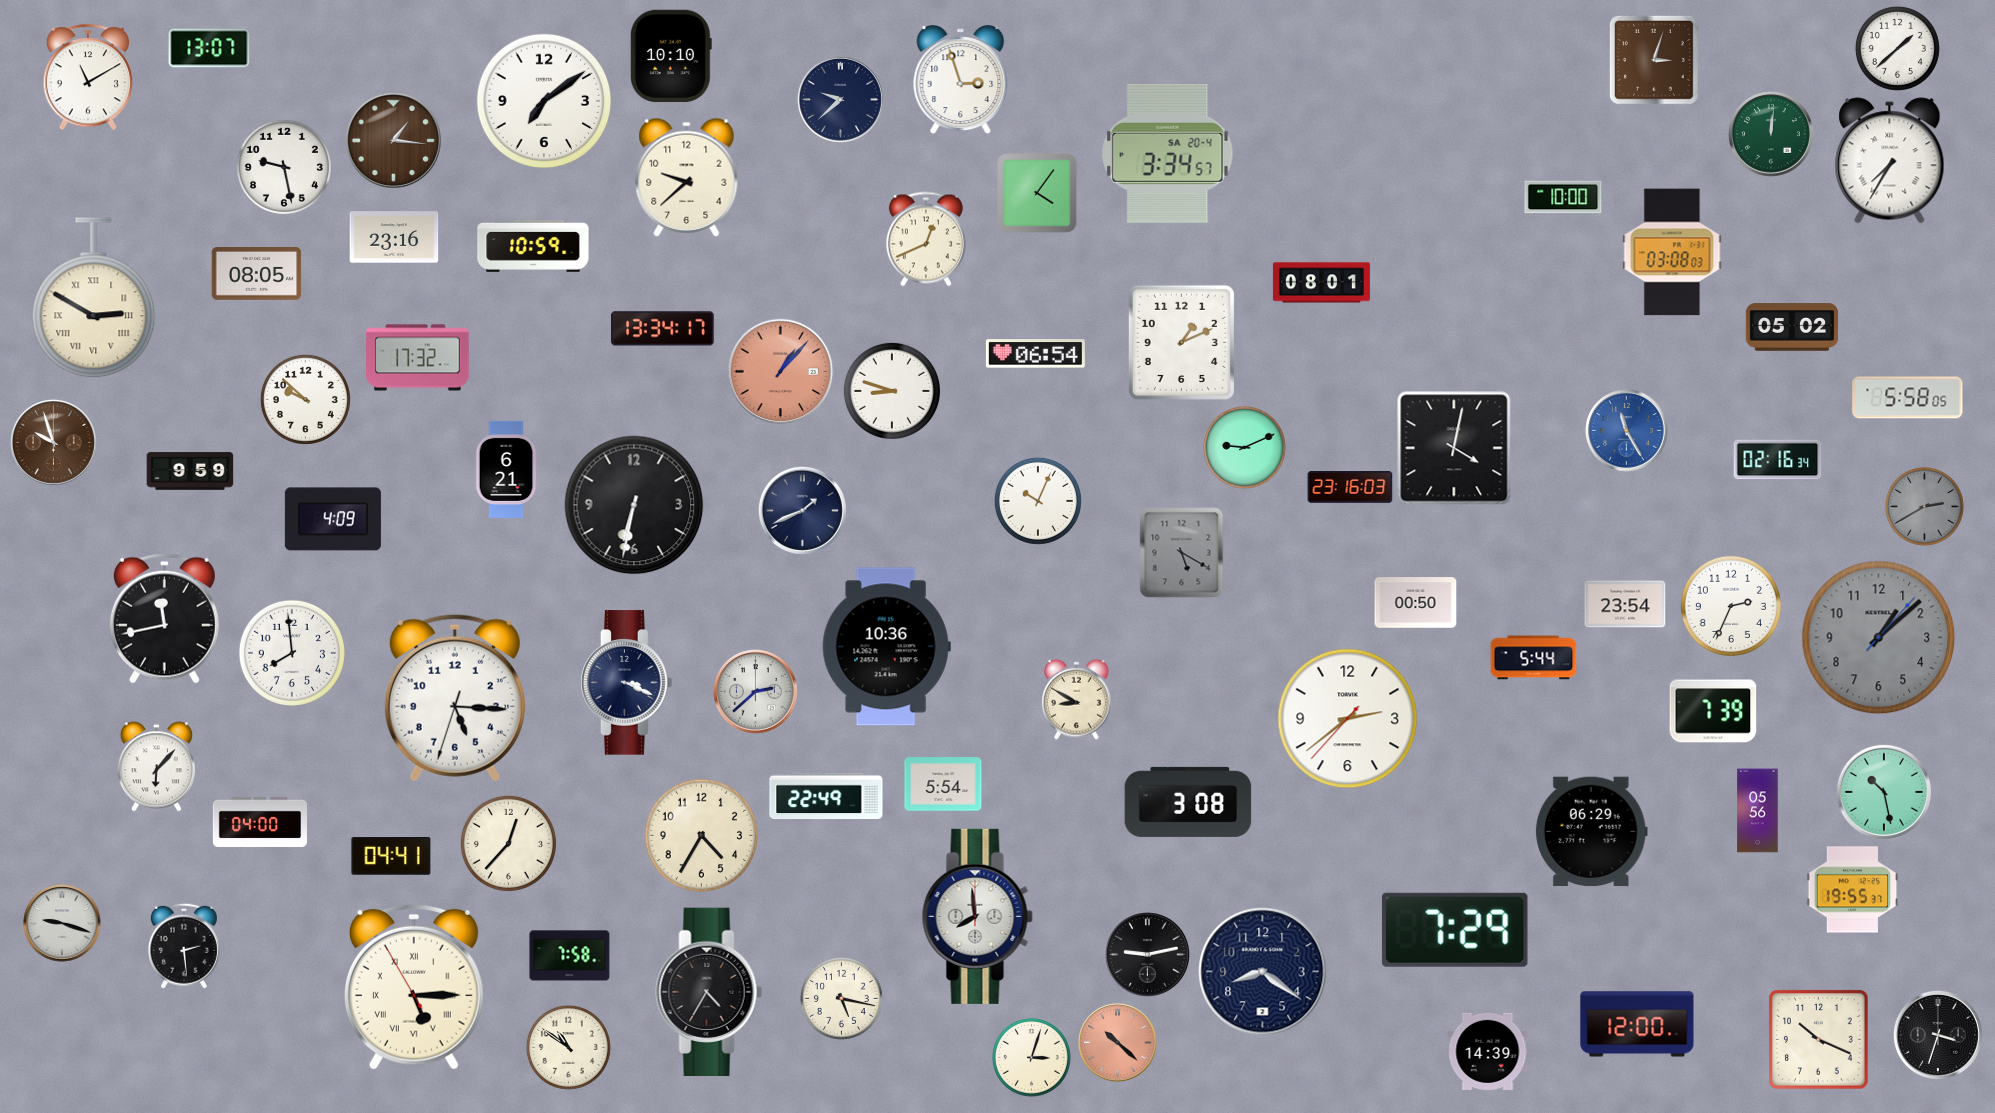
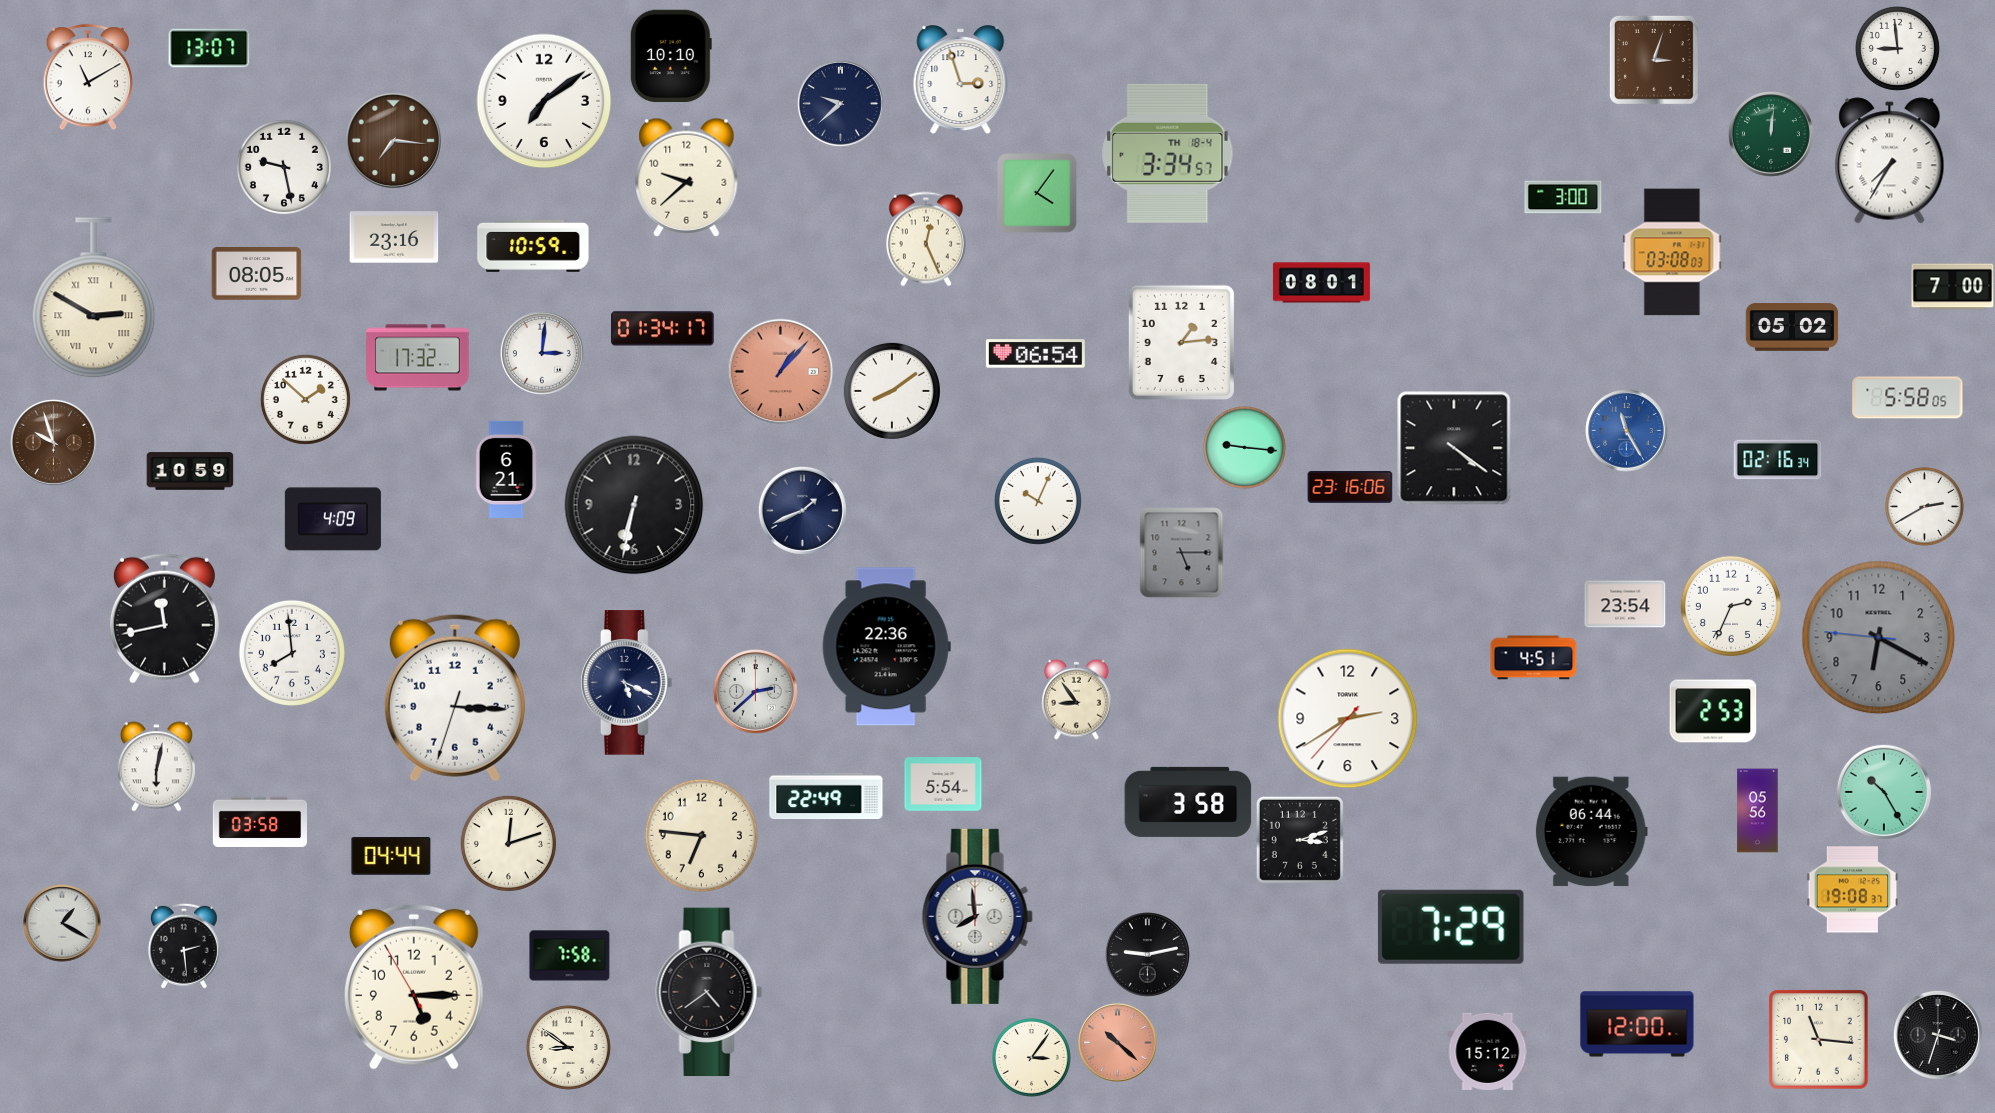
clock at (1897, 48): 1:38 -> 8:59
clock at (840, 99) position: (840, 99) -> (840, 103)
clock at (393, 140): 1:16 -> 7:16
clock at (1168, 153) date: SA 20-4 -> TH 18-4
clock at (1563, 197): 10:00 -> 3:00
clock at (926, 239): 12:41 -> 12:26
clock at (1953, 287): none -> 7:00
clock at (663, 329): 13:34 -> 01:34
clock at (1181, 342): 1:11 -> 1:14
clock at (542, 353): none -> 3:01
clock at (892, 391): 8:48 -> 8:09
clock at (305, 399): 9:52 -> 1:52
clock at (1244, 447): 9:11 -> 9:16
clock at (1454, 448): 4:02 -> 4:21
clock at (190, 471): 9:59 -> 10:59
clock at (1350, 488): 23:16:03 -> 23:16:06
clock at (1925, 507) dial: grey -> white
clock at (1182, 553): 5:20 -> 5:15
clock at (1416, 603): 00:50 -> none
clock at (1879, 638): 1:08 -> 6:19
clock at (886, 647): 10:36 -> 22:36
clock at (1534, 658): 5:44 -> 4:51
clock at (627, 683): 3:19 -> 5:19
clock at (455, 698): 5:15 -> 3:15
clock at (1077, 699): 8:50 -> 8:54
clock at (1713, 711): 7:39 -> 2:53
clock at (1348, 719): 2:38 -> 2:39
clock at (156, 767): 6:07 -> 6:02
clock at (1884, 792): 10:28 -> 10:25
clock at (1188, 802): 3:08 -> 3:58
clock at (259, 822): 04:00 -> 03:58
clock at (1591, 832): 06:29 -> 06:44
clock at (701, 835): 4:35 -> 6:46
clock at (1300, 840): none -> 3:12
clock at (508, 843): 12:37 -> 12:12
clock at (391, 857): 04:41 -> 04:44
clock at (1853, 890): 19:55 -> 19:08
clock at (62, 923): 9:18 -> 1:20
clock at (1455, 930) position: (1455, 930) -> (1451, 927)
clock at (1263, 972): 8:21 -> none
clock at (414, 987) numerals: Roman -> Arabic
clock at (709, 992): 4:35 -> 4:39
clock at (841, 998): 5:17 -> none
clock at (1819, 1040): 10:19 -> 11:16
clock at (568, 1047): 10:51 -> 8:51
clock at (1488, 1051): 14:39 -> 15:12
clock at (1032, 1058): 3:03 -> 3:06
